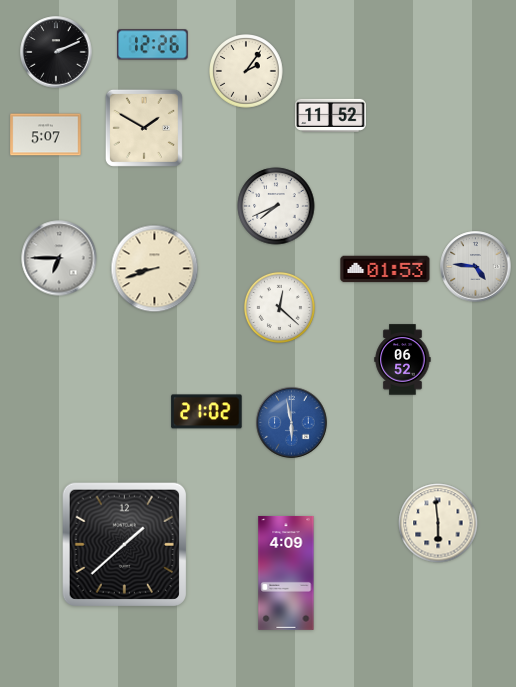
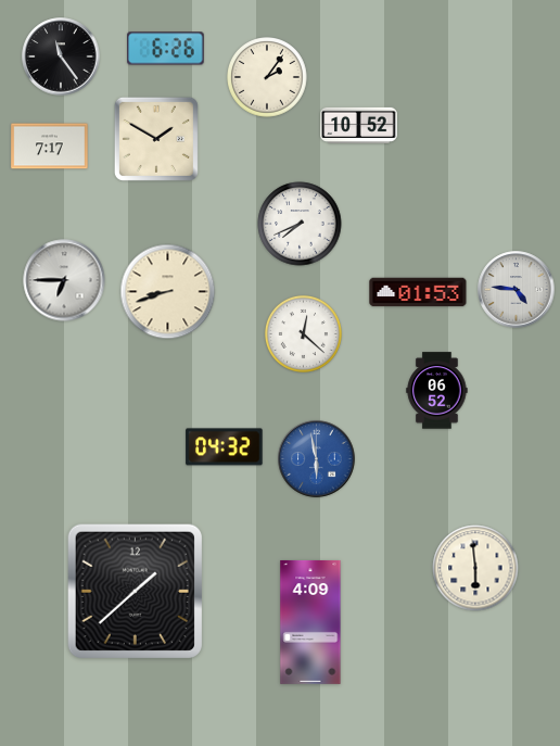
clock at (153, 45): 12:26 -> 6:26
clock at (56, 52): 2:11 -> 11:24
clock at (331, 115): 11:52 -> 10:52
clock at (46, 135): 5:07 -> 7:17
clock at (207, 412): 21:02 -> 04:32
